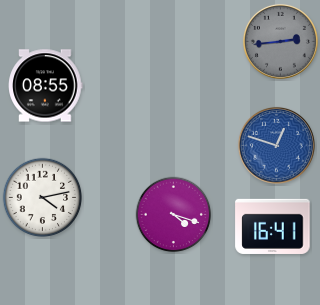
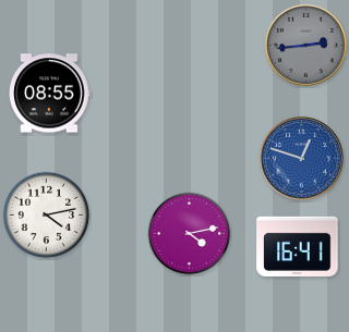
clock at (174, 215): 4:18 -> 4:13
